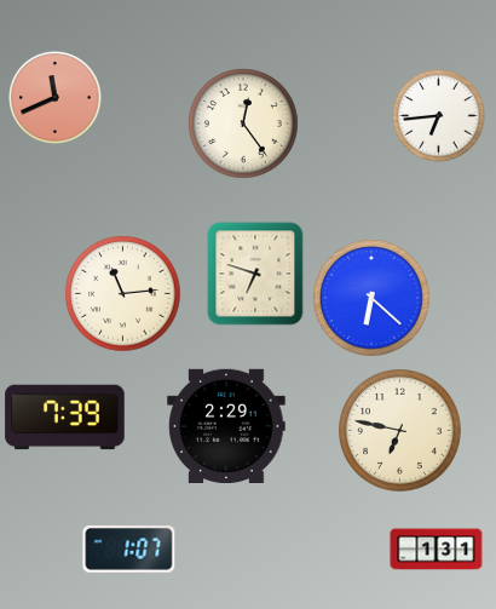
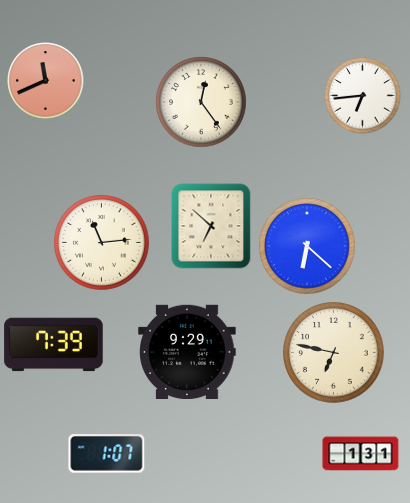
clock at (255, 274): 6:48 -> 6:52
clock at (226, 425): 2:29 -> 9:29
clock at (400, 431) position: (400, 431) -> (334, 353)
